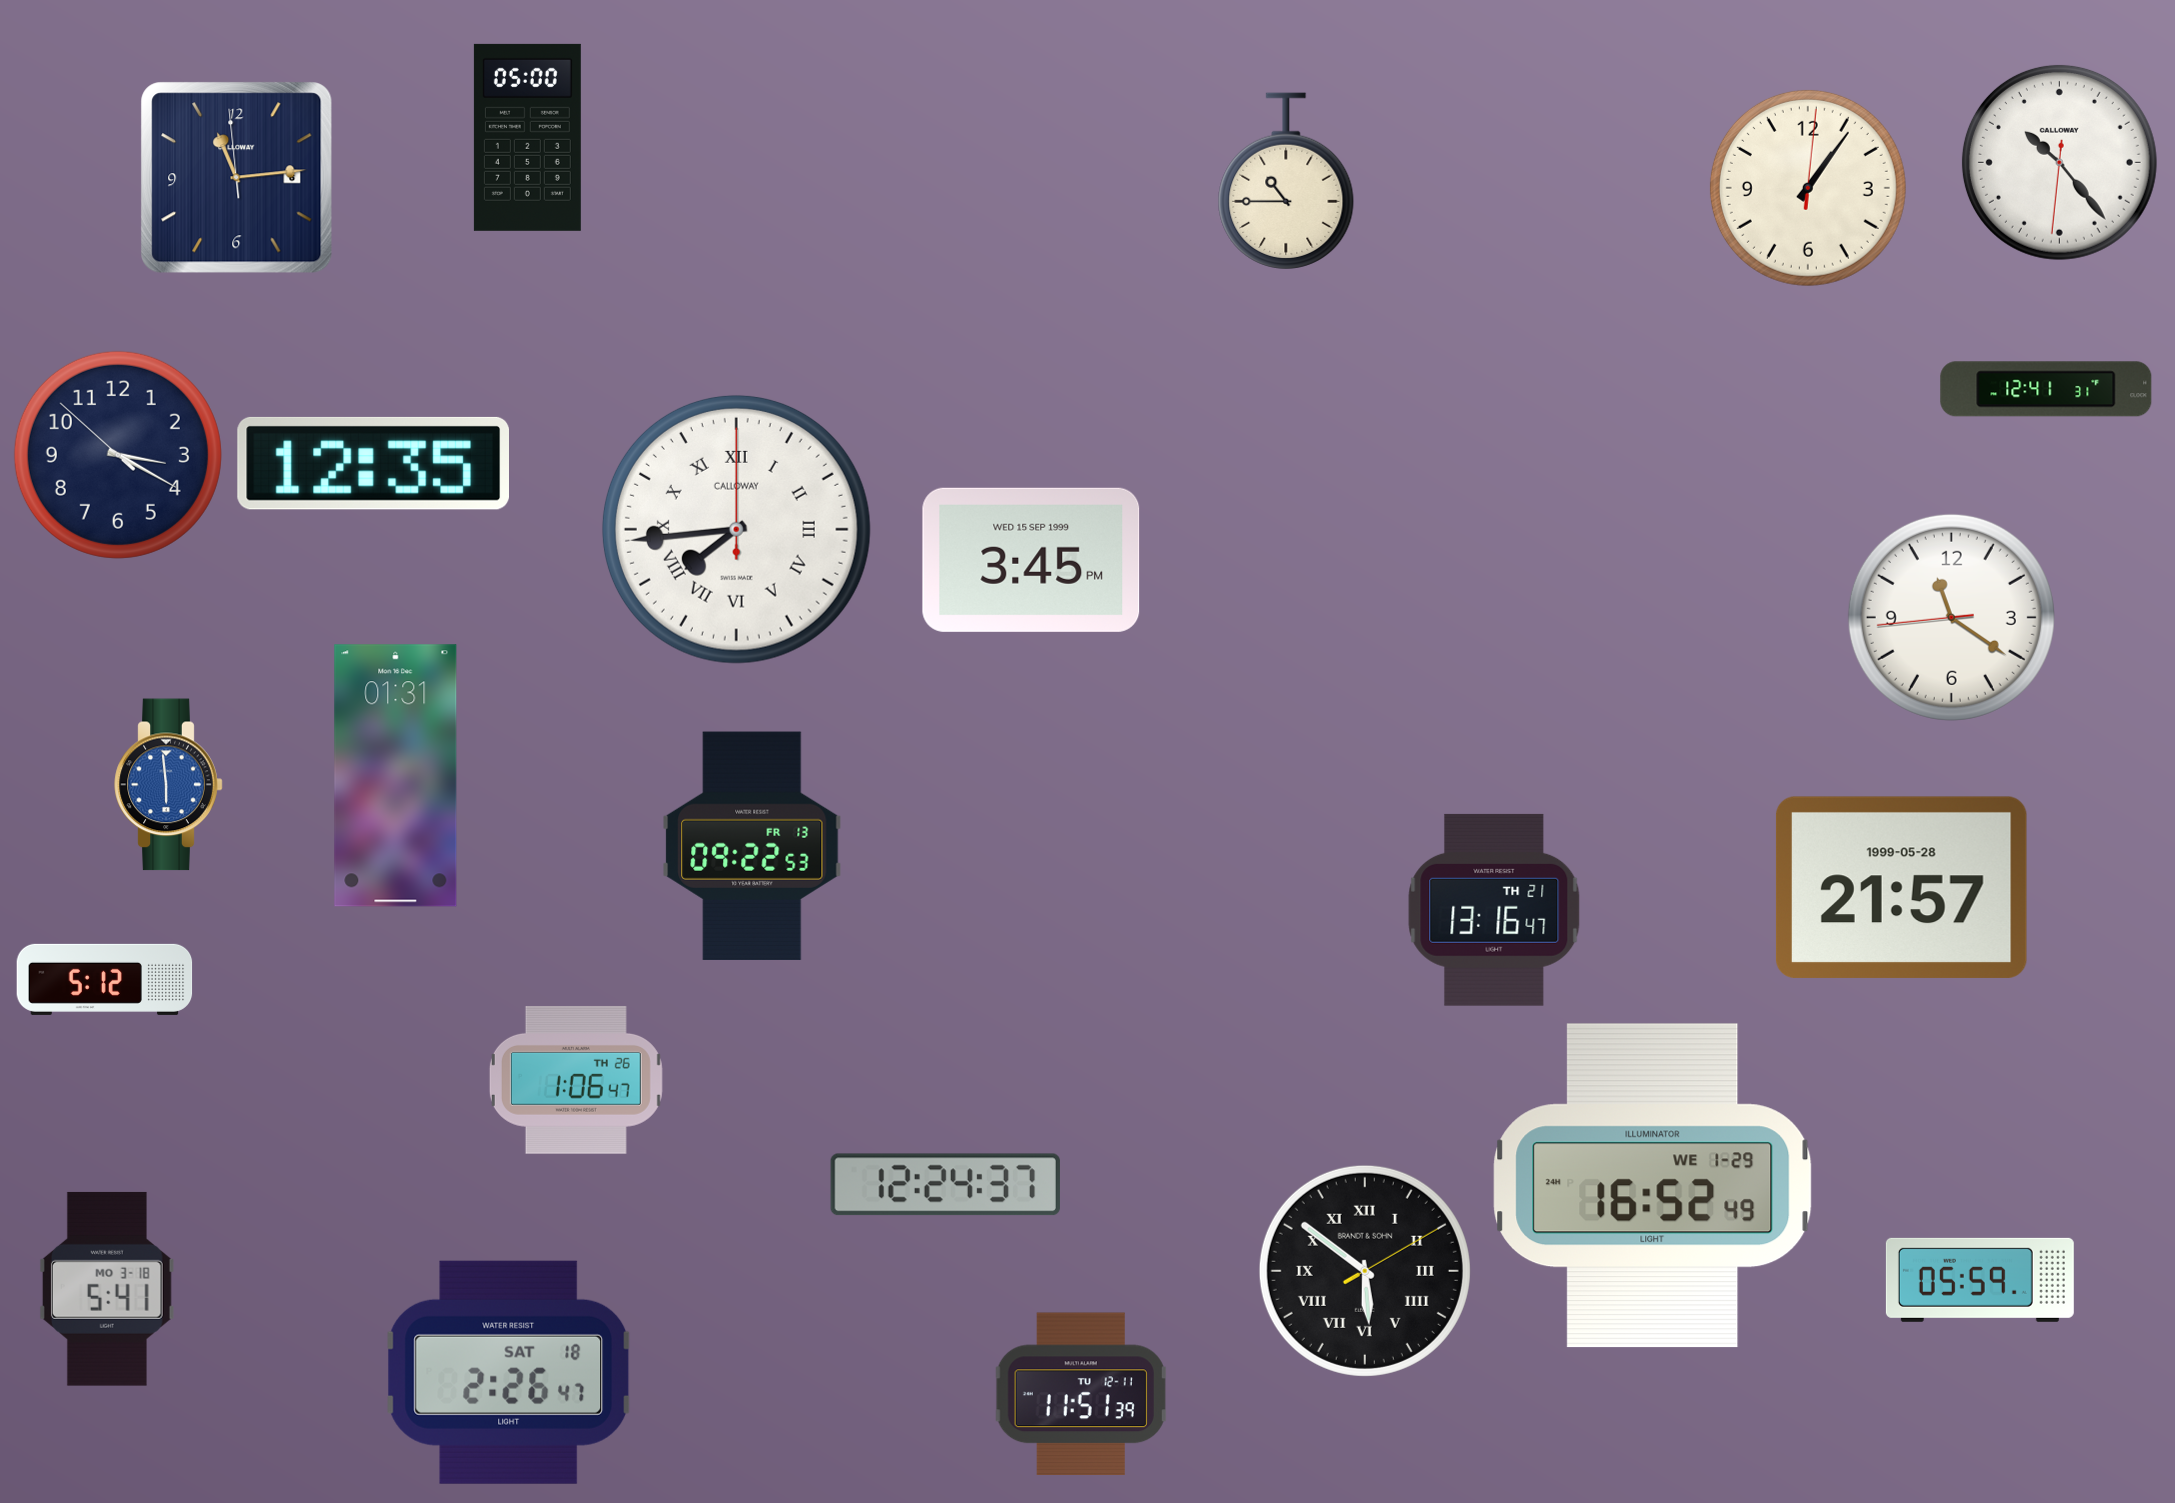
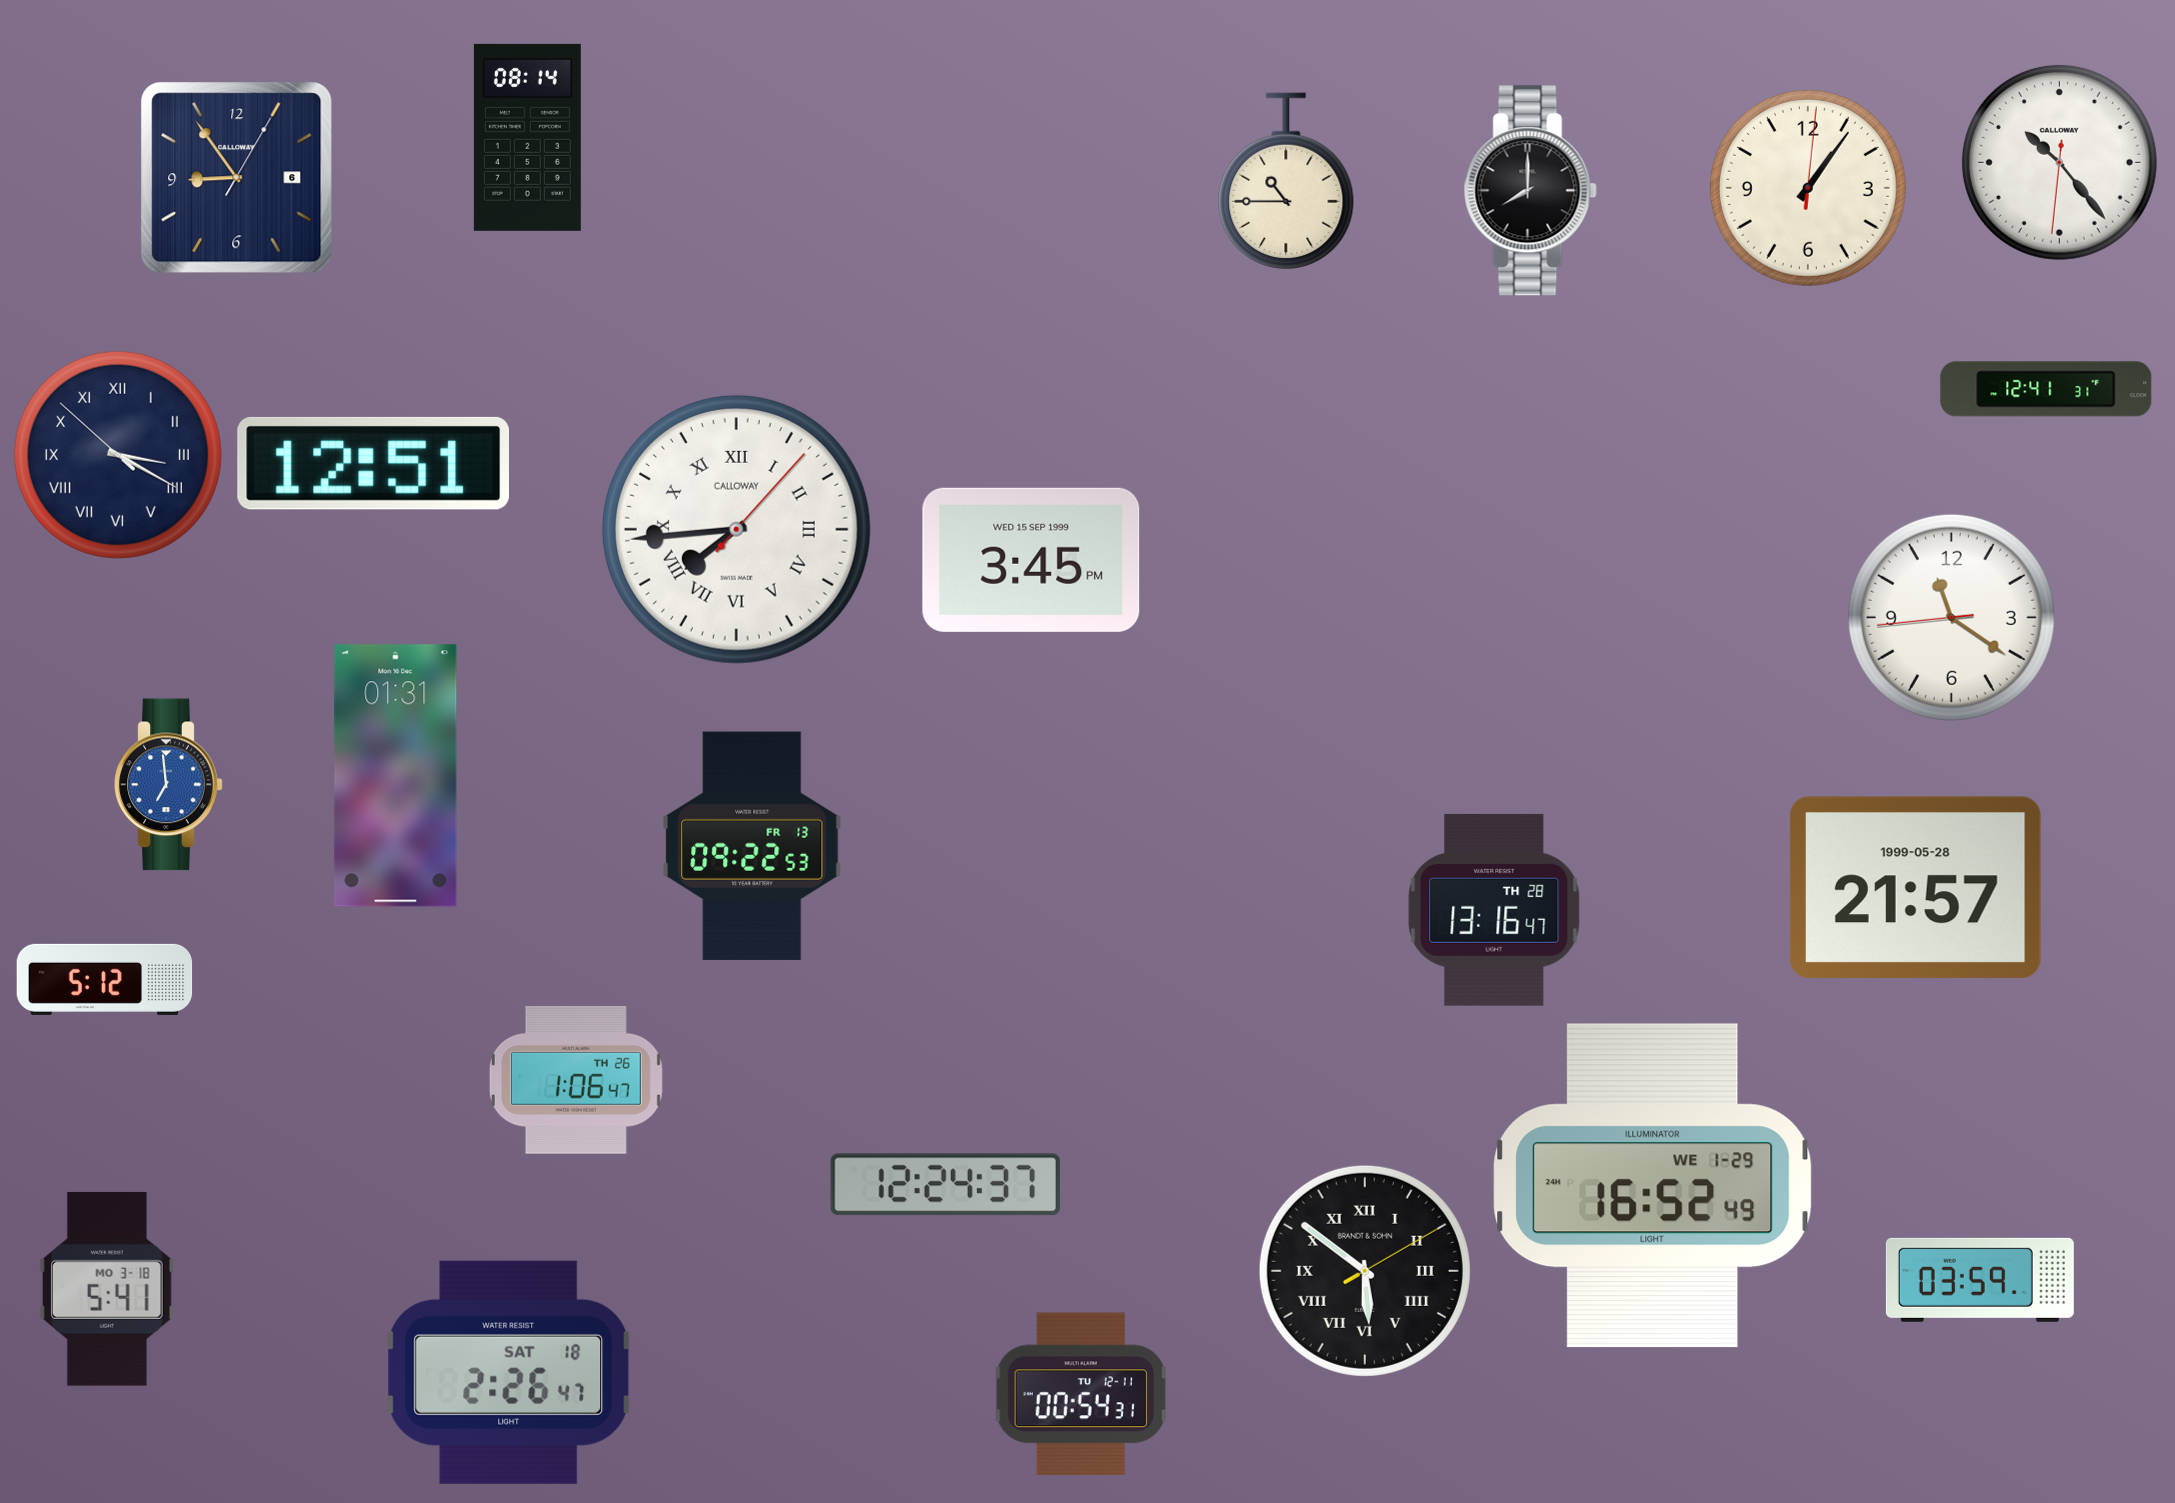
clock at (527, 137): 05:00 -> 08:14
clock at (237, 178): 11:13 -> 8:54
clock at (1530, 191): none -> 8:00
clock at (118, 455) numerals: Arabic -> Roman
clock at (373, 463): 12:35 -> 12:51
clock at (736, 529): 7:44:00 -> 7:44:07
clock at (169, 785): 5:59 -> 6:59
clock at (1901, 887) position: (1901, 887) -> (1915, 887)
clock at (1494, 910) date: TH 21 -> TH 28
clock at (1980, 1280): 05:59 -> 03:59
clock at (1081, 1393): 11:51 -> 00:54
